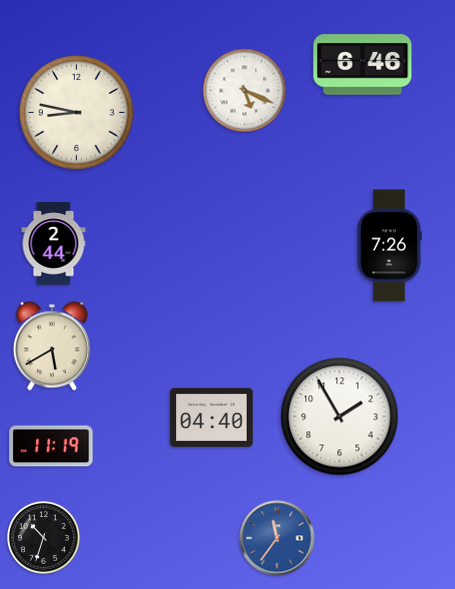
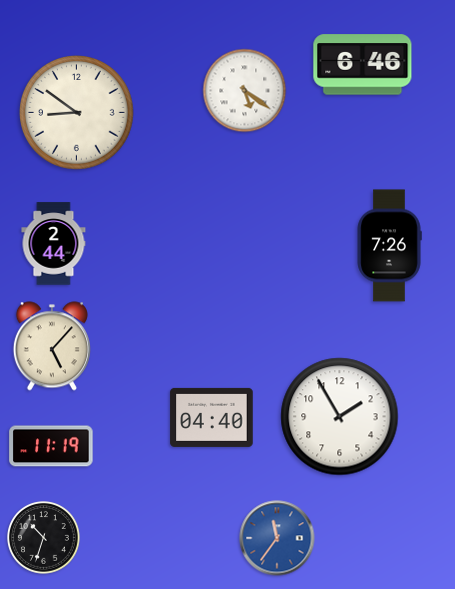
clock at (245, 91): 5:19 -> 5:21
clock at (77, 113): 8:47 -> 8:51
clock at (52, 346): 5:40 -> 5:07
